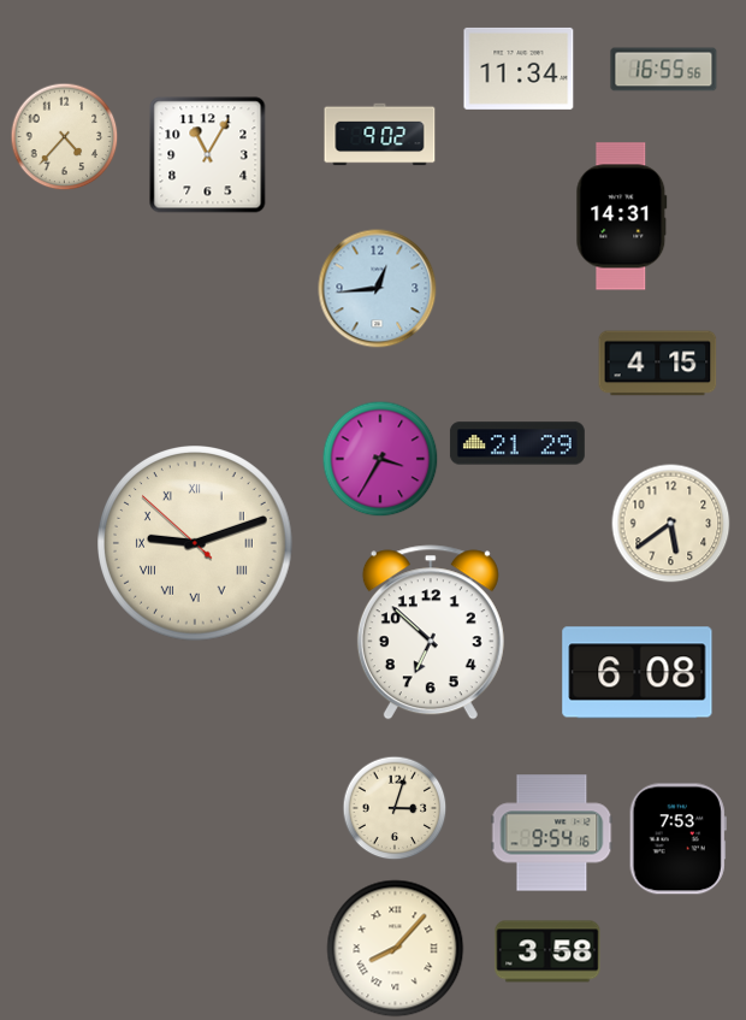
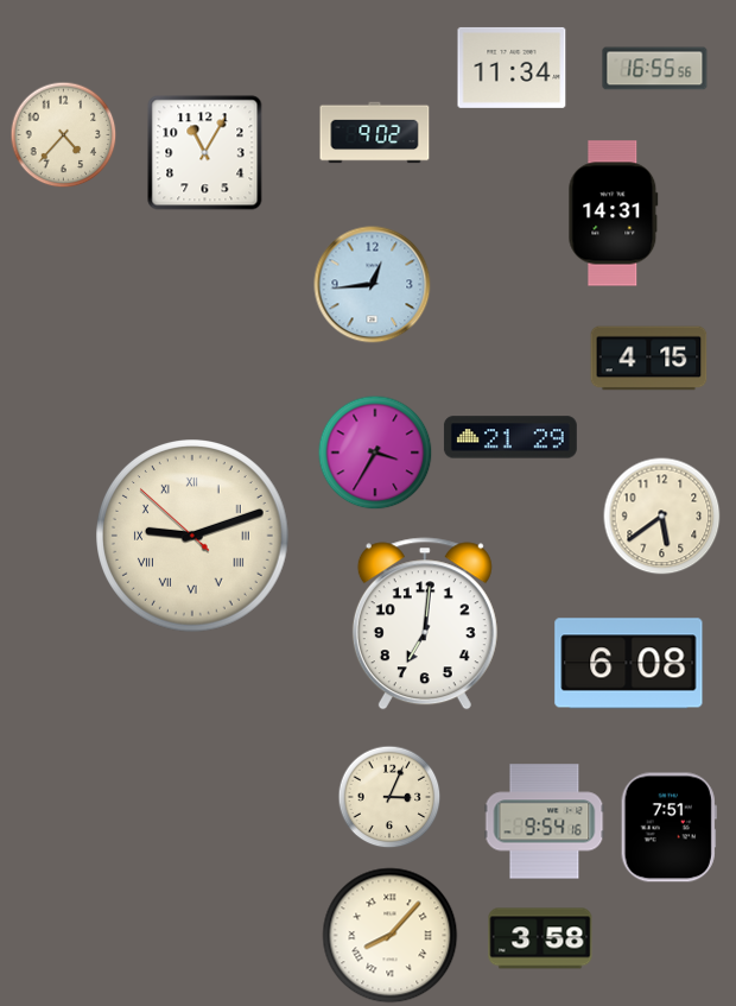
clock at (431, 632): 6:52 -> 7:01
clock at (395, 808): 3:03 -> 3:04
clock at (677, 839): 7:53 -> 7:51
